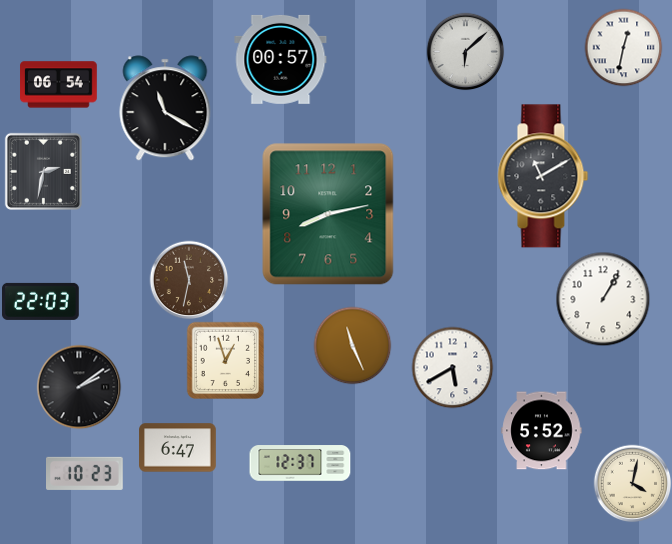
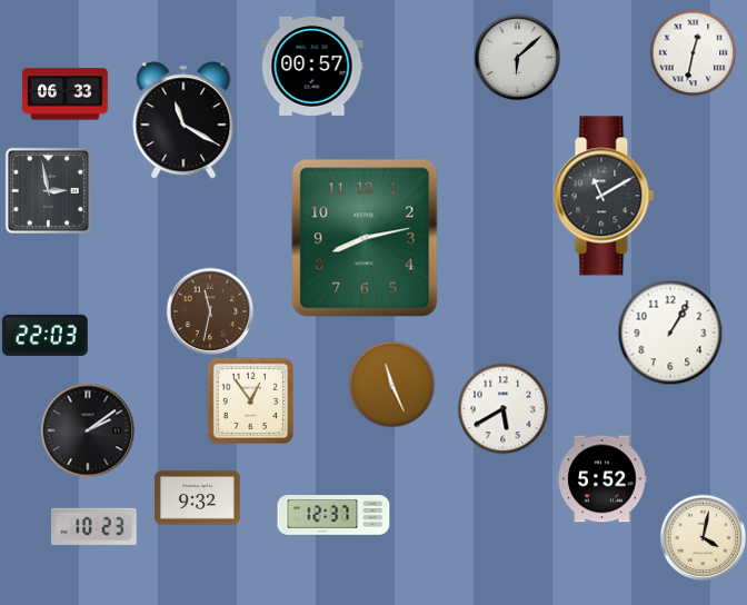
clock at (59, 85): 06:54 -> 06:33
clock at (43, 171): 2:32 -> 2:58
clock at (225, 360): 12:57 -> 12:54
clock at (178, 448): 6:47 -> 9:32
